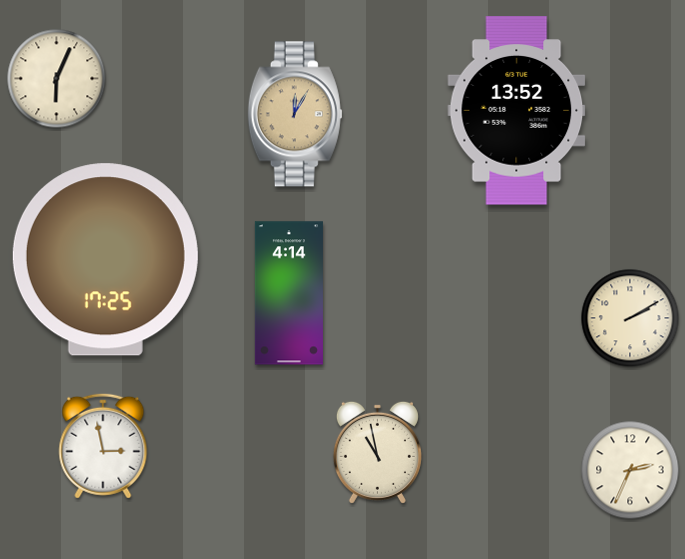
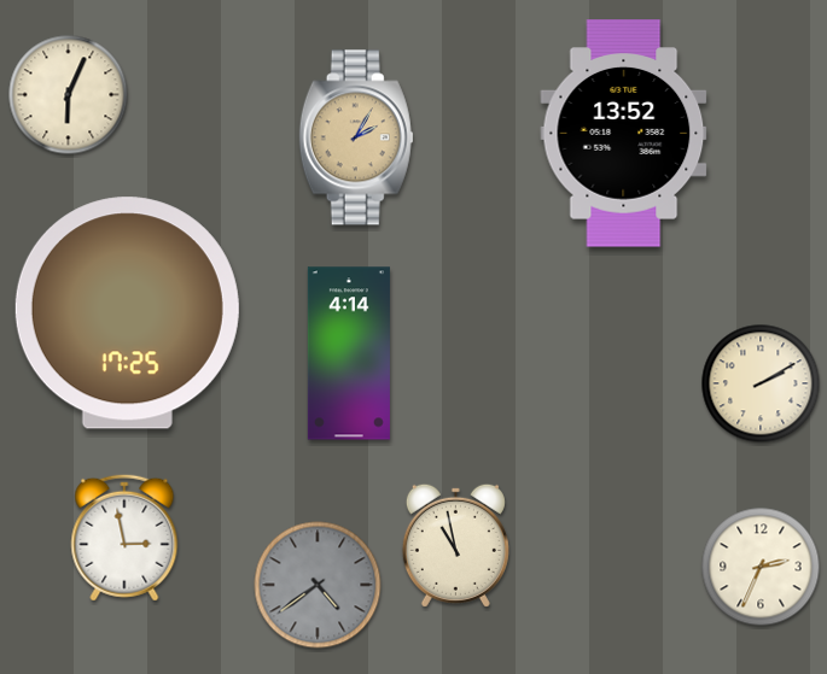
clock at (295, 114): 12:05 -> 2:05
clock at (318, 585): none -> 4:39
